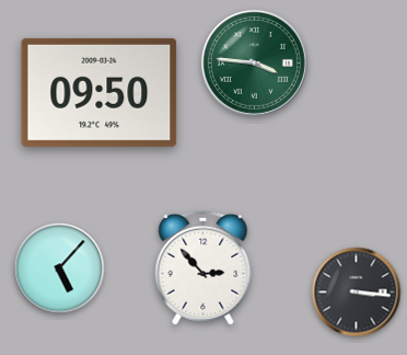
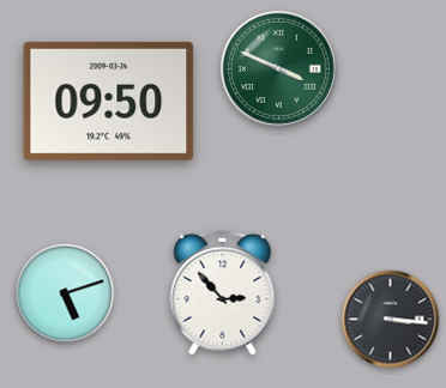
clock at (254, 62): 3:46 -> 3:49
clock at (59, 268): 5:07 -> 5:12
